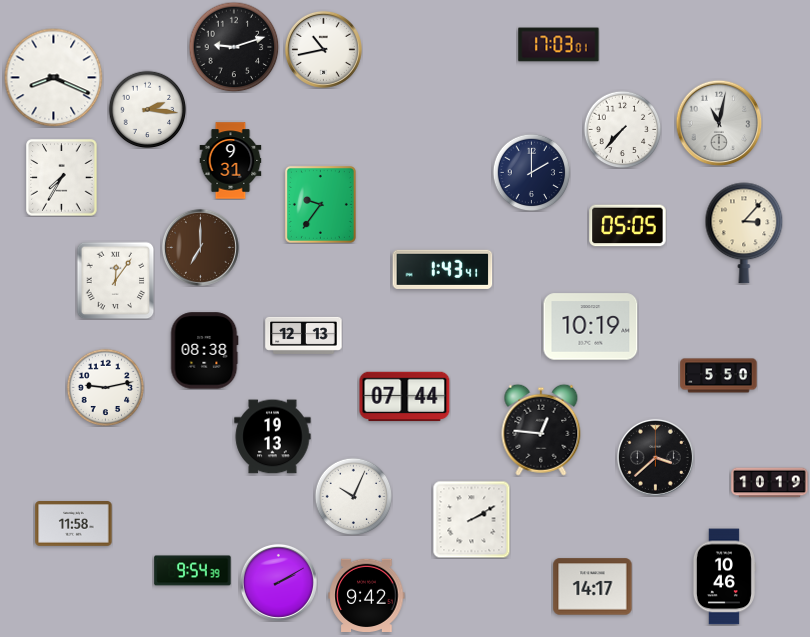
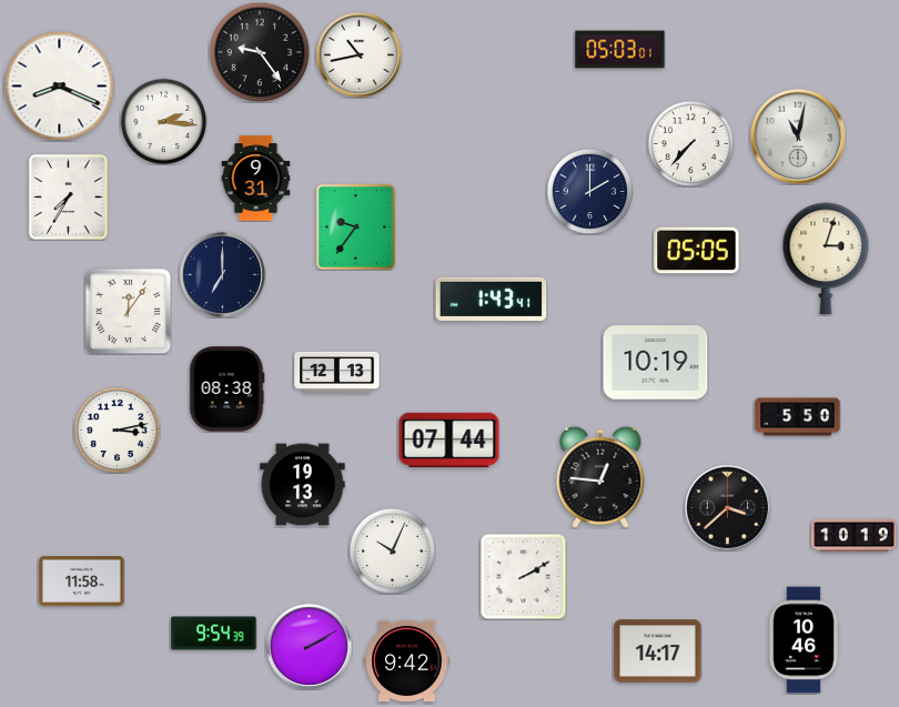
clock at (559, 45): 17:03 -> 05:03
clock at (234, 47): 9:12 -> 9:24
clock at (744, 233): 3:07 -> 3:03
clock at (200, 247) dial: brown -> navy
clock at (105, 387): 9:13 -> 3:13
